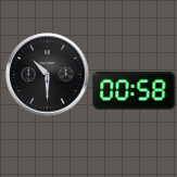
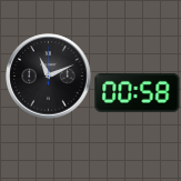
clock at (48, 75): 10:30 -> 11:11
